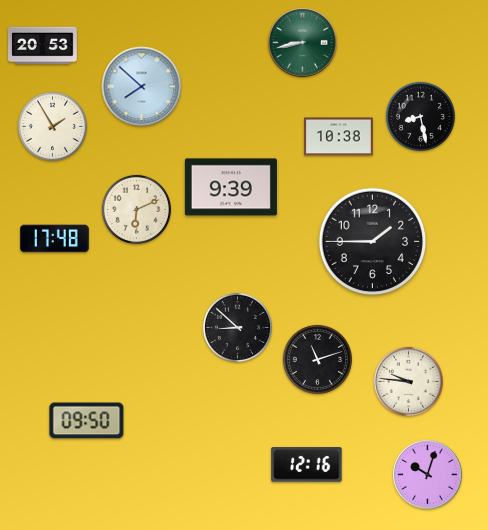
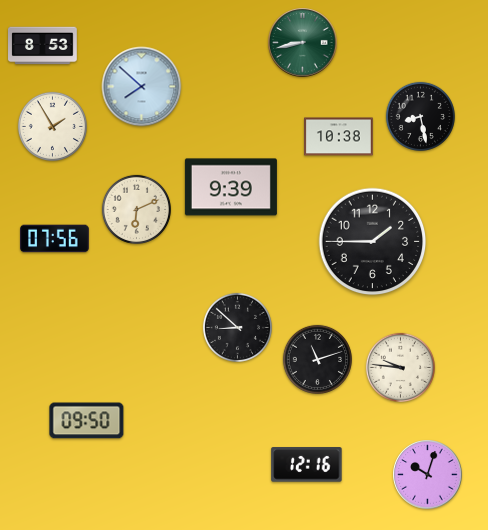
clock at (43, 46): 20:53 -> 8:53
clock at (55, 239): 17:48 -> 07:56
clock at (408, 381) position: (408, 381) -> (400, 367)
